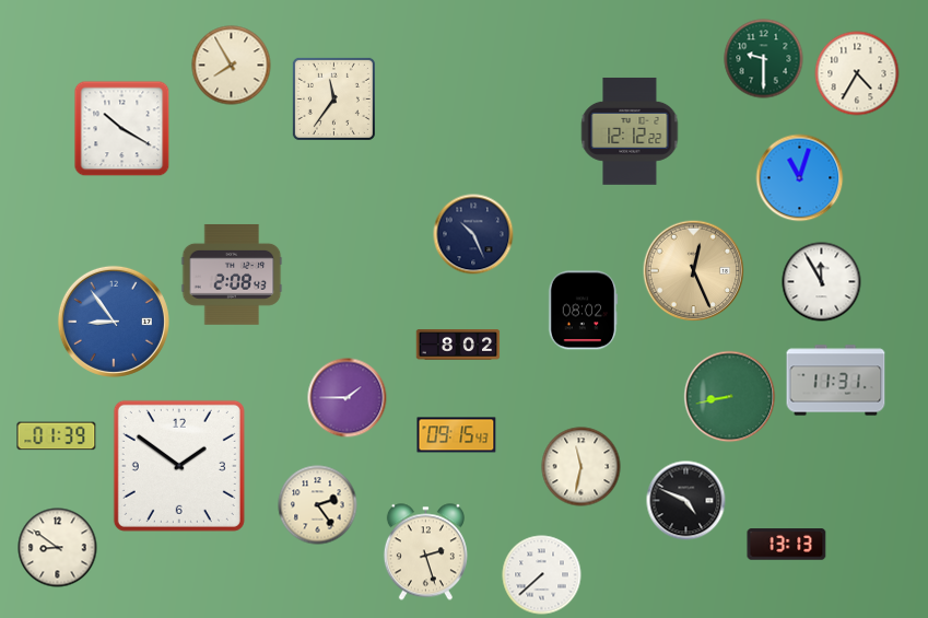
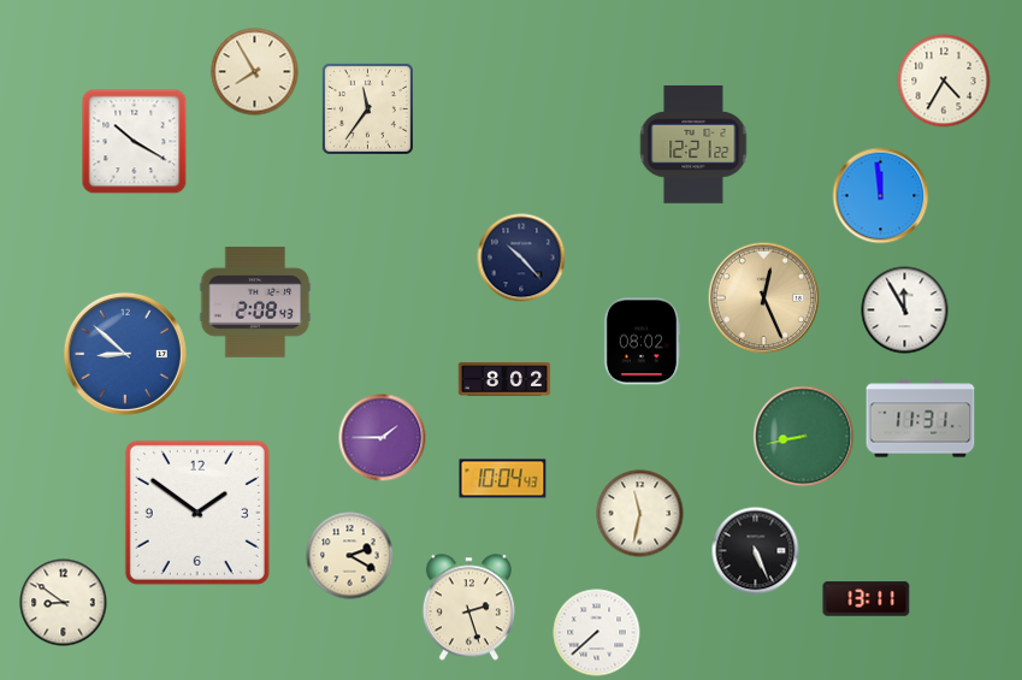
clock at (764, 59): 9:30 -> none
clock at (630, 131): 12:12 -> 12:21
clock at (800, 178): 11:03 -> 11:59
clock at (473, 234): 10:26 -> 10:23
clock at (114, 322): 8:54 -> 8:52
clock at (457, 435): 09:15 -> 10:04
clock at (57, 436): 01:39 -> none
clock at (686, 501): 4:49 -> 5:26
clock at (318, 505): 2:24 -> 2:20
clock at (787, 545): 13:13 -> 13:11
